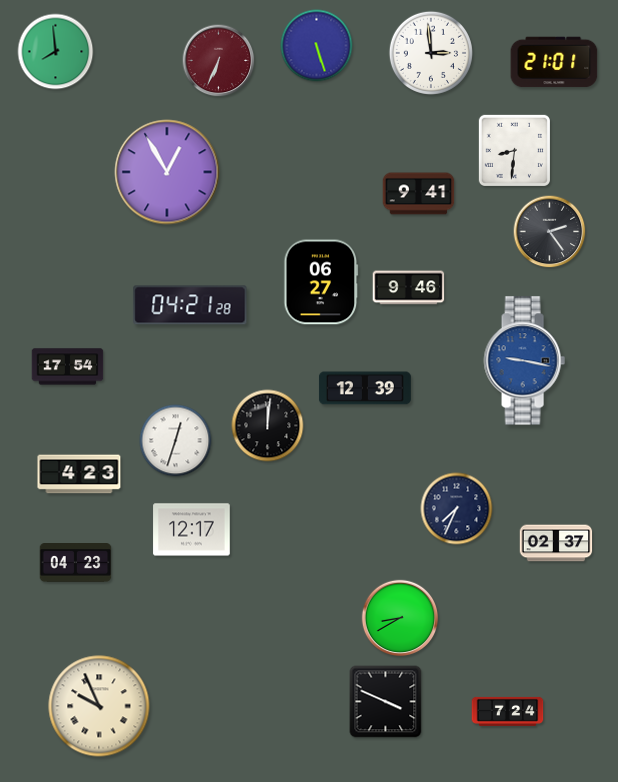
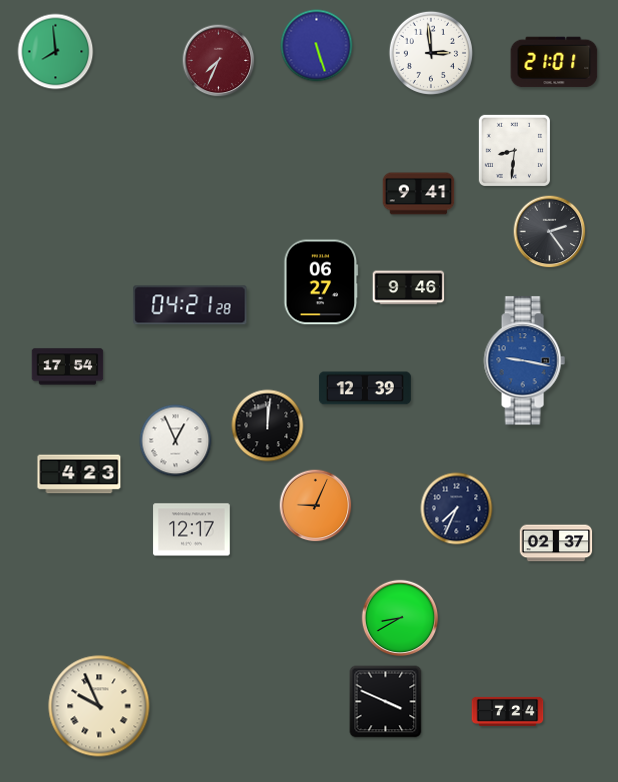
clock at (219, 61): 6:34 -> 7:34
clock at (167, 172): 12:55 -> none
clock at (176, 441): 12:33 -> 12:56
clock at (316, 506): none -> 9:04
clock at (76, 563): 04:23 -> none
